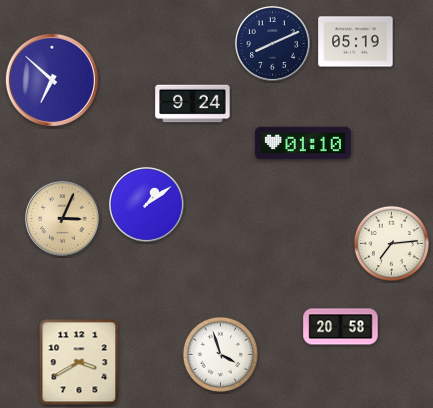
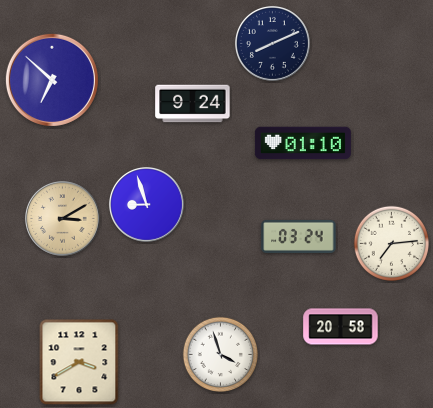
clock at (356, 42): 05:19 -> none
clock at (146, 204): 1:09 -> 8:57
clock at (62, 218): 3:04 -> 3:10
clock at (299, 236): none -> 03:24
